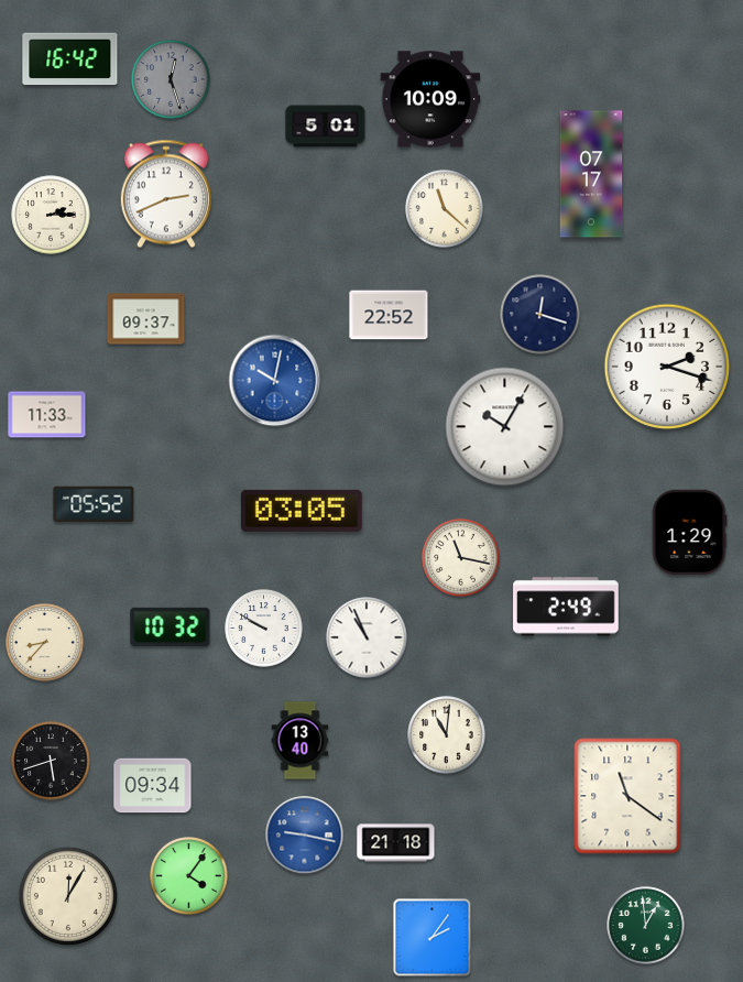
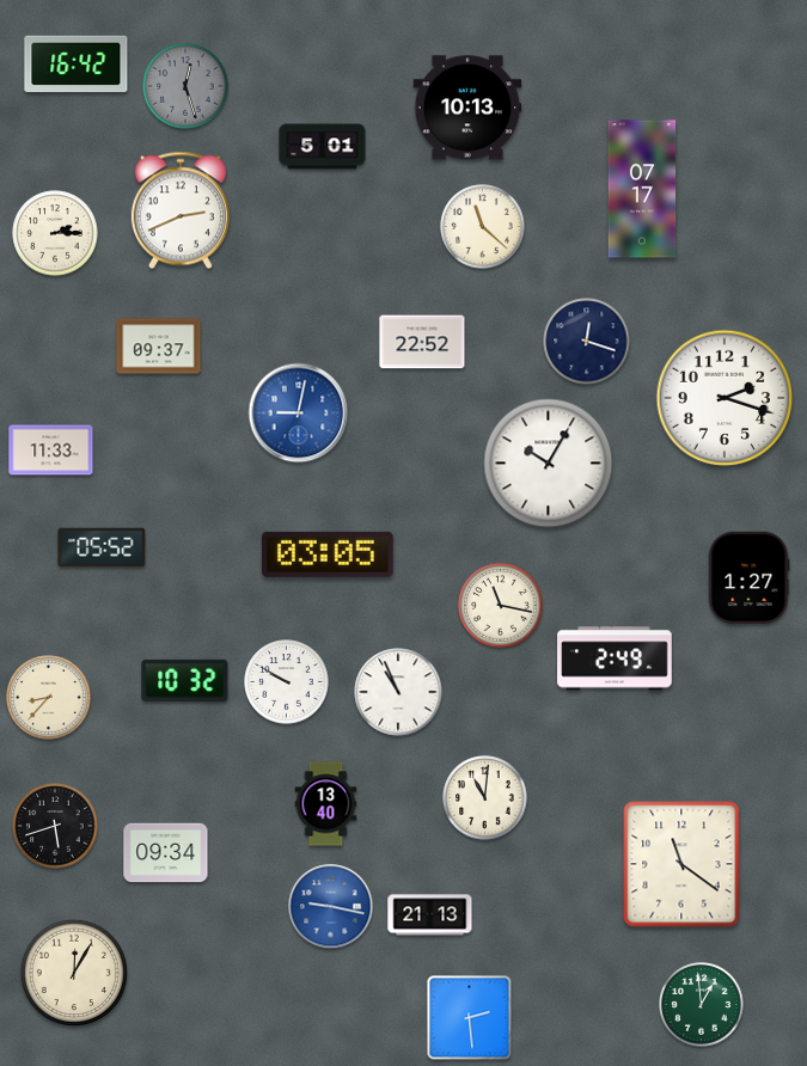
clock at (430, 99): 10:09 -> 10:13
clock at (326, 127) position: (326, 127) -> (323, 147)
clock at (275, 381): 10:02 -> 9:02
clock at (689, 533): 1:29 -> 1:27
clock at (396, 843): 21:18 -> 21:13
clock at (189, 876): 4:06 -> none
clock at (433, 938): 2:06 -> 2:29
